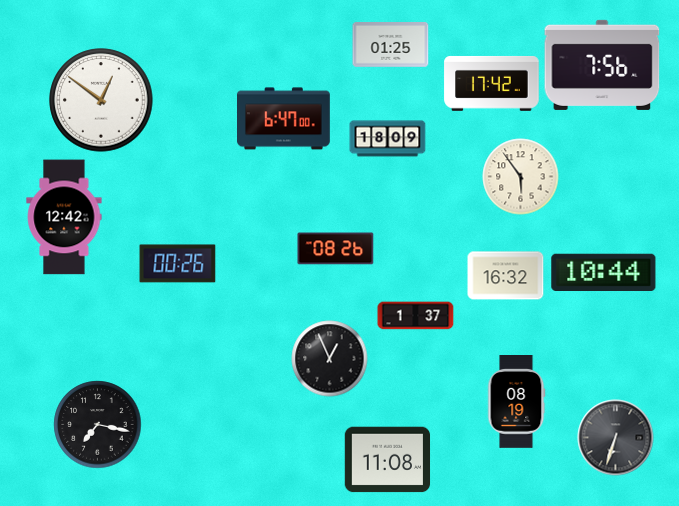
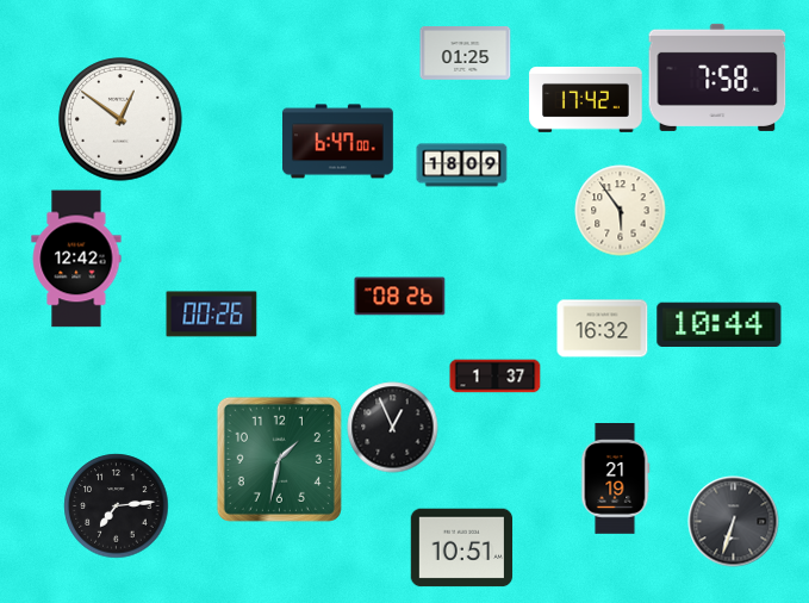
clock at (602, 65): 7:56 -> 7:58
clock at (279, 459): none -> 1:32
clock at (516, 402): 08:19 -> 21:19
clock at (98, 425): 7:17 -> 7:14
clock at (388, 460): 11:08 -> 10:51
